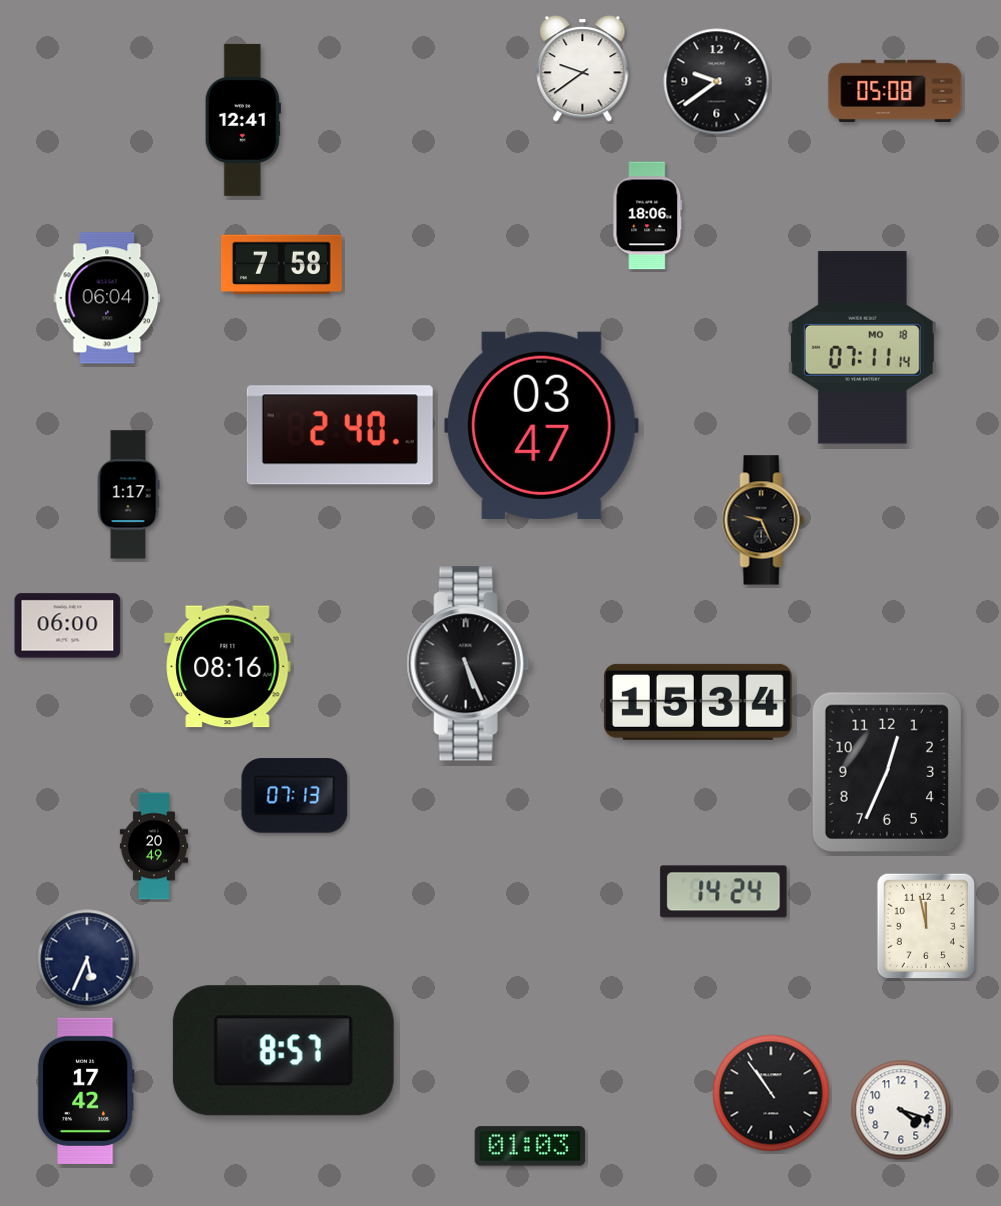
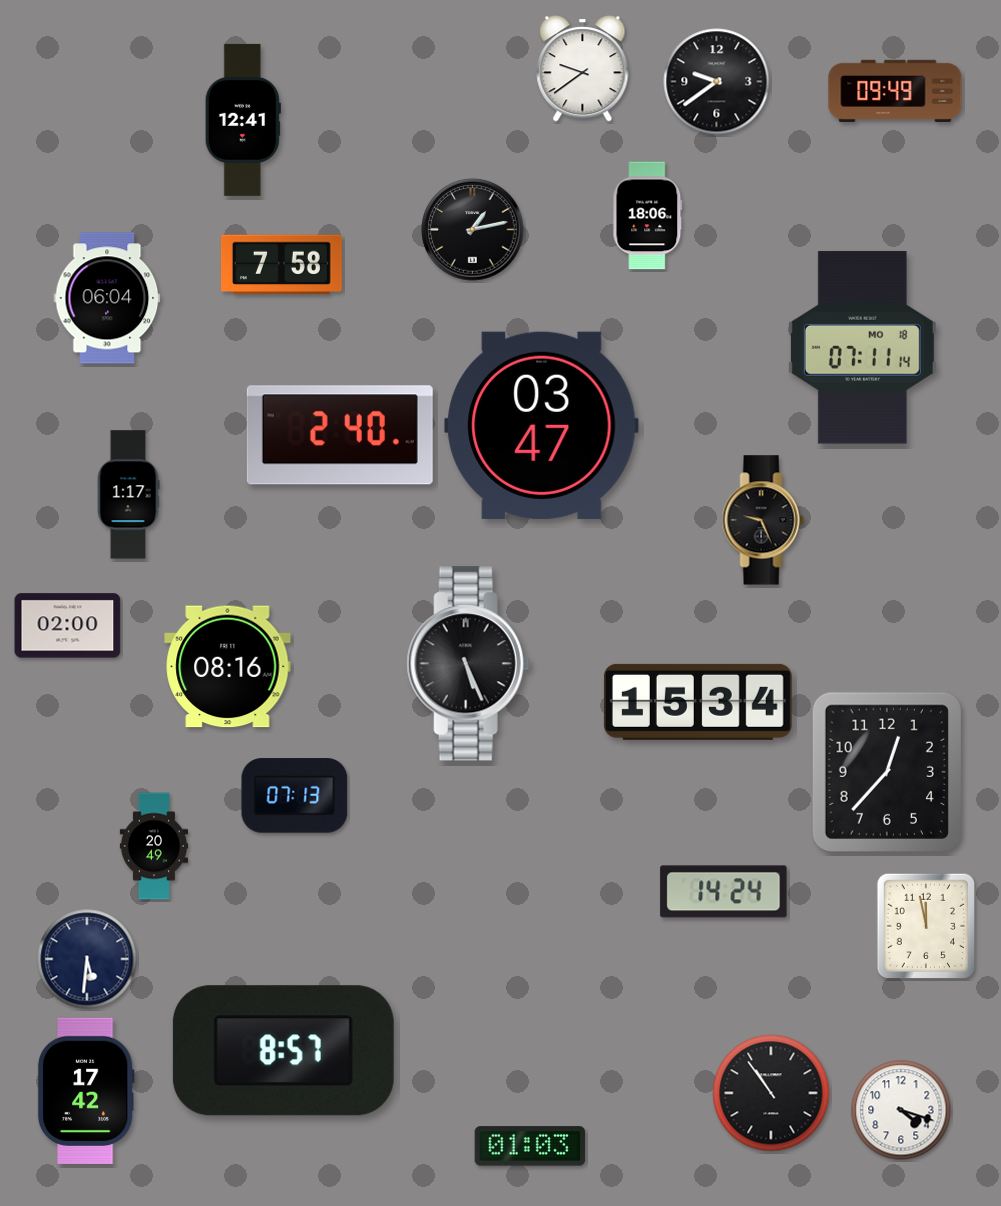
clock at (895, 91): 05:08 -> 09:49
clock at (473, 230): none -> 1:13
clock at (68, 626): 06:00 -> 02:00
clock at (887, 772): 12:34 -> 12:37
clock at (87, 959): 5:34 -> 5:31
